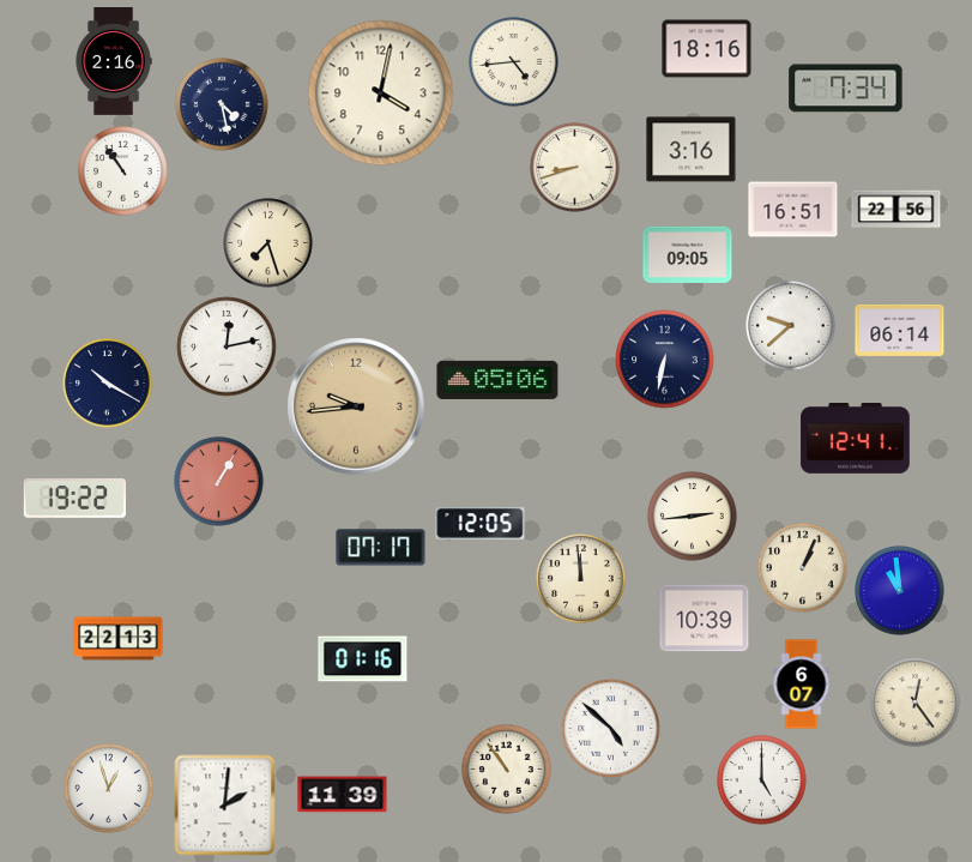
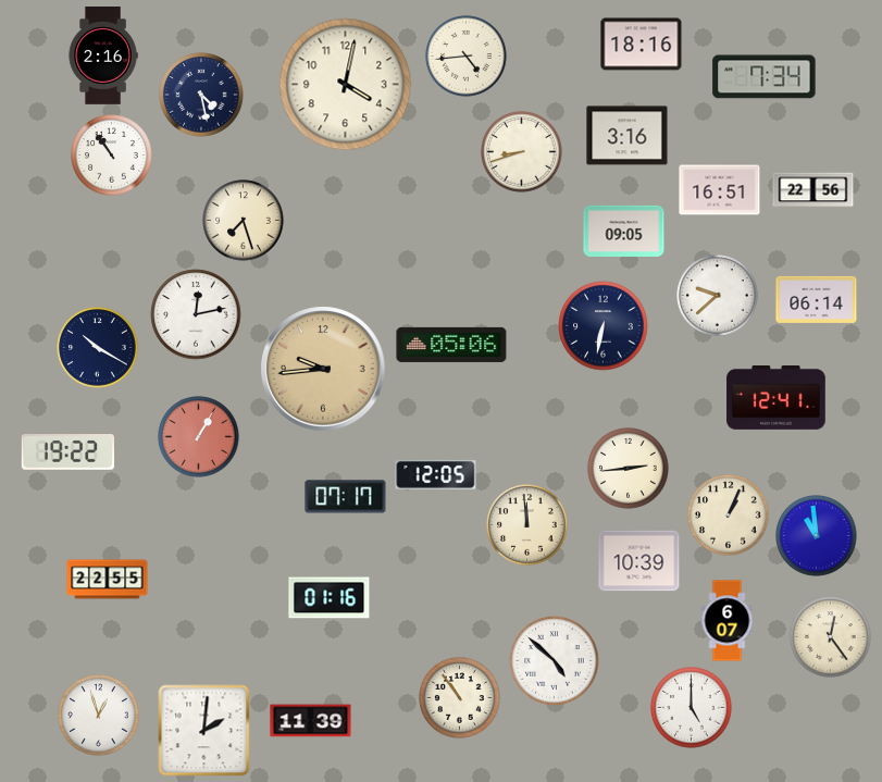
clock at (846, 89) position: (846, 89) -> (765, 77)
clock at (227, 346) position: (227, 346) -> (196, 314)
clock at (119, 639): 22:13 -> 22:55
